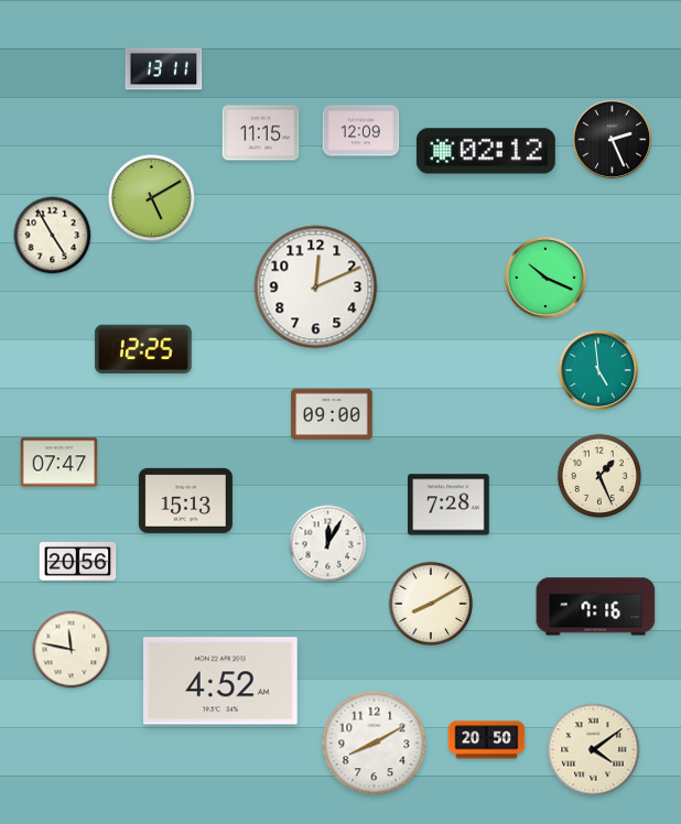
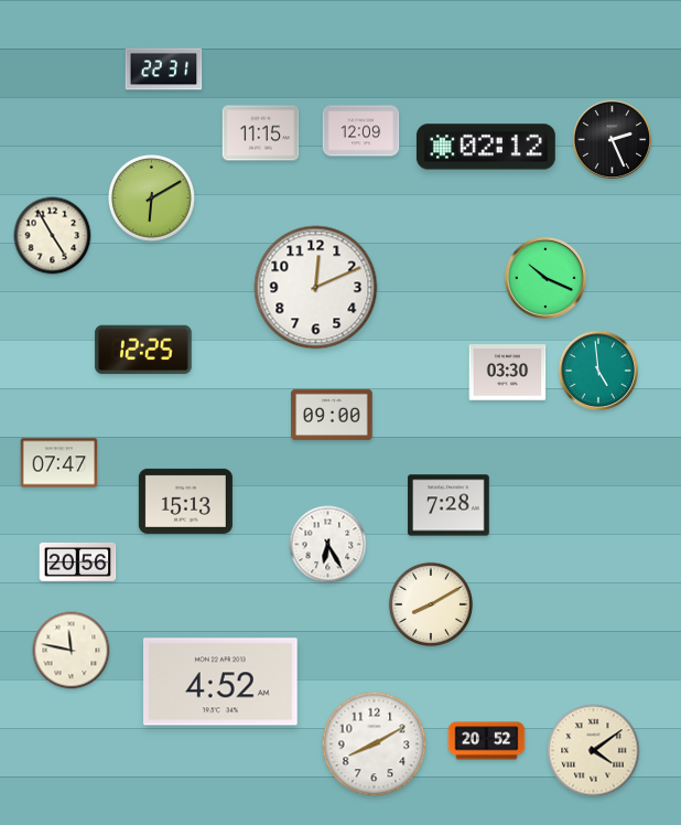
clock at (164, 69): 13:11 -> 22:31
clock at (486, 151) position: (486, 151) -> (486, 147)
clock at (151, 197): 5:10 -> 6:10
clock at (508, 373): none -> 03:30
clock at (598, 475): 1:26 -> none
clock at (328, 544): 12:05 -> 6:25
clock at (596, 607): 7:16 -> none
clock at (487, 740): 20:50 -> 20:52
